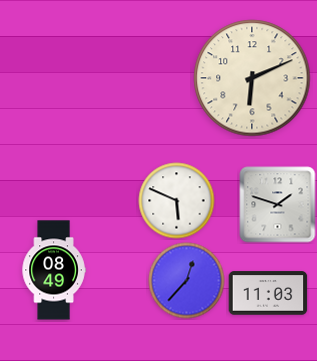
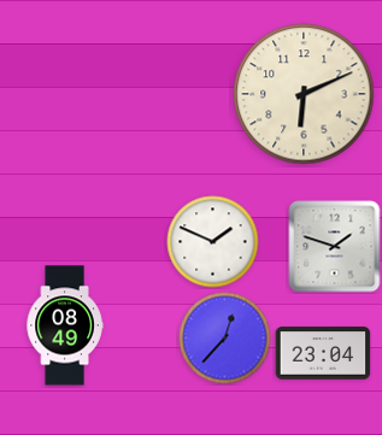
clock at (177, 201): 5:49 -> 1:49
clock at (268, 293): 11:03 -> 23:04
